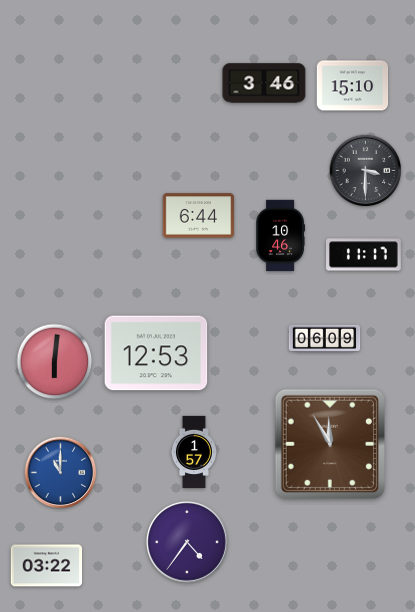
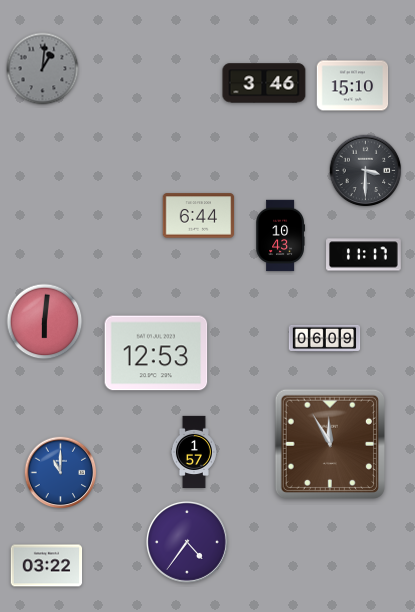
clock at (43, 69): none -> 1:01
clock at (280, 236): 10:46 -> 10:43
clock at (55, 362) position: (55, 362) -> (45, 322)
